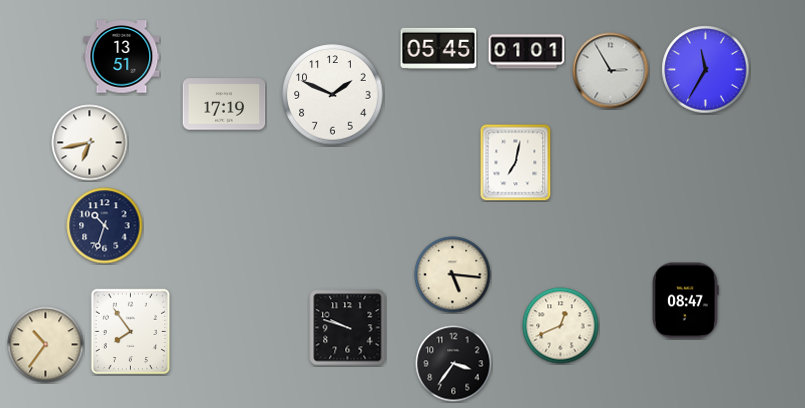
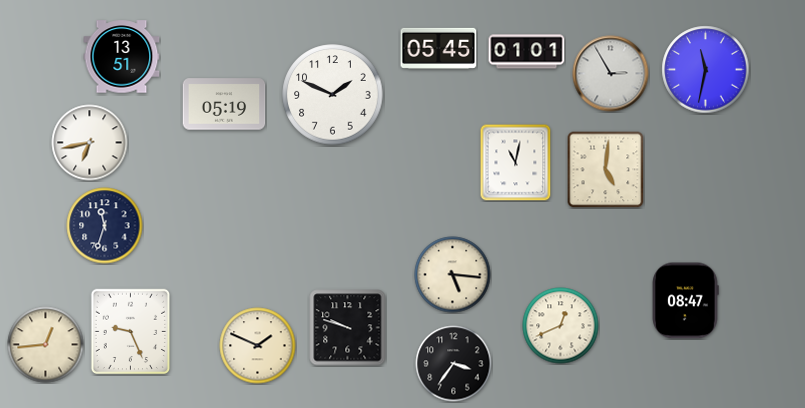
clock at (706, 70): 11:35 -> 11:32
clock at (611, 71) position: (611, 71) -> (611, 74)
clock at (224, 104): 17:19 -> 05:19
clock at (516, 162): 7:02 -> 11:02
clock at (605, 169): none -> 5:01
clock at (105, 226): 10:33 -> 11:33
clock at (131, 332): 7:54 -> 9:26
clock at (46, 345): 10:36 -> 12:44
clock at (258, 346): none -> 1:49
